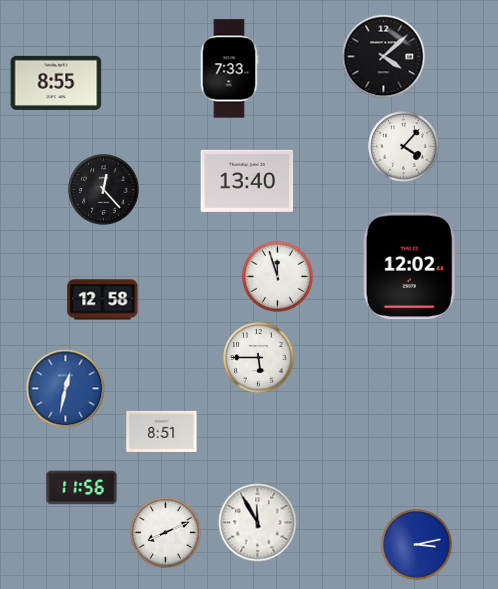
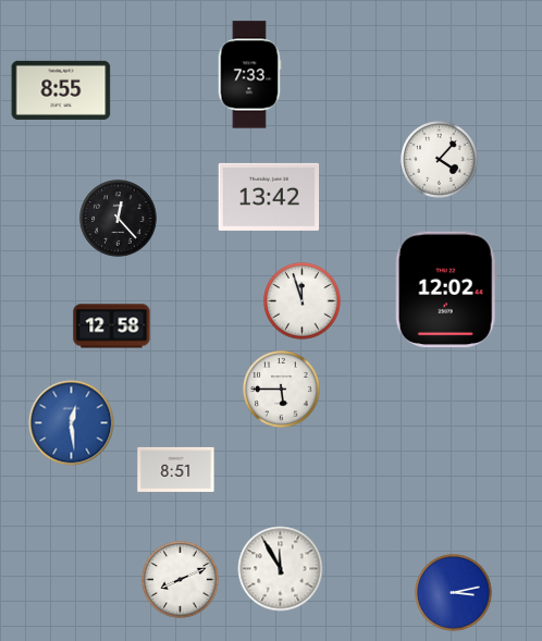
clock at (384, 57): 4:08 -> none
clock at (247, 181): 13:40 -> 13:42
clock at (104, 190) position: (104, 190) -> (119, 219)
clock at (66, 389): 12:32 -> 12:29
clock at (82, 488): 11:56 -> none
